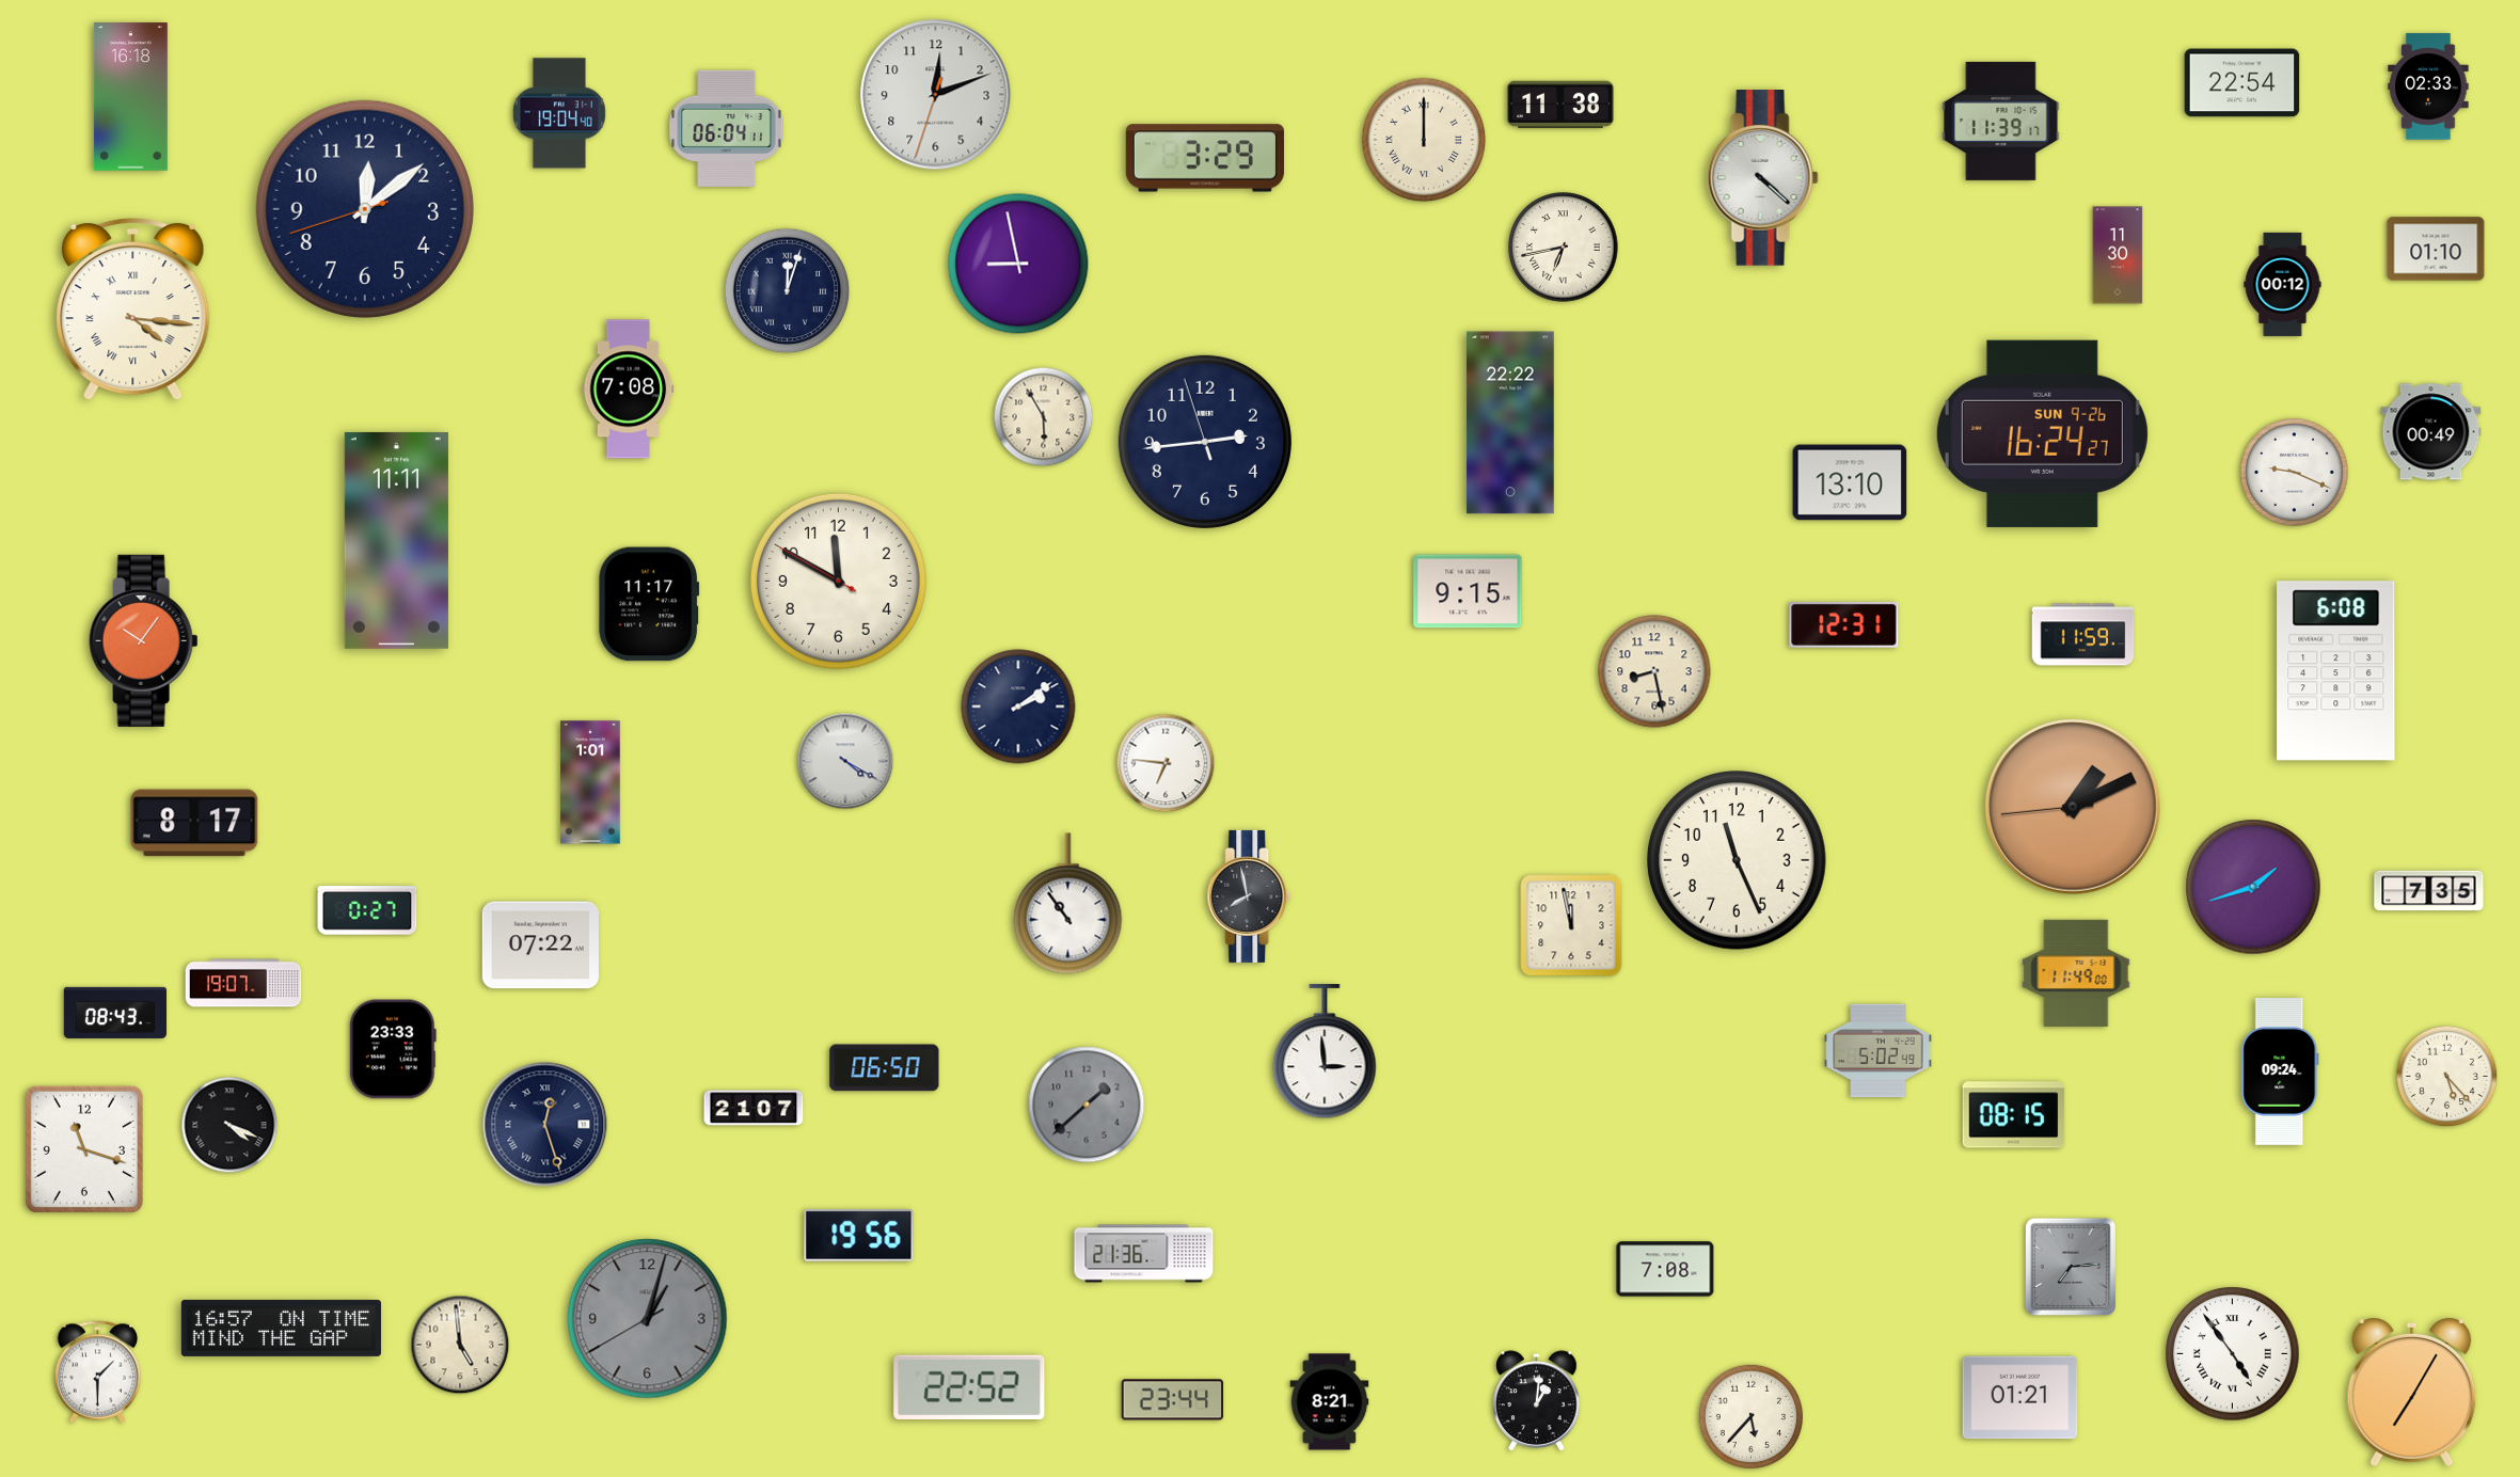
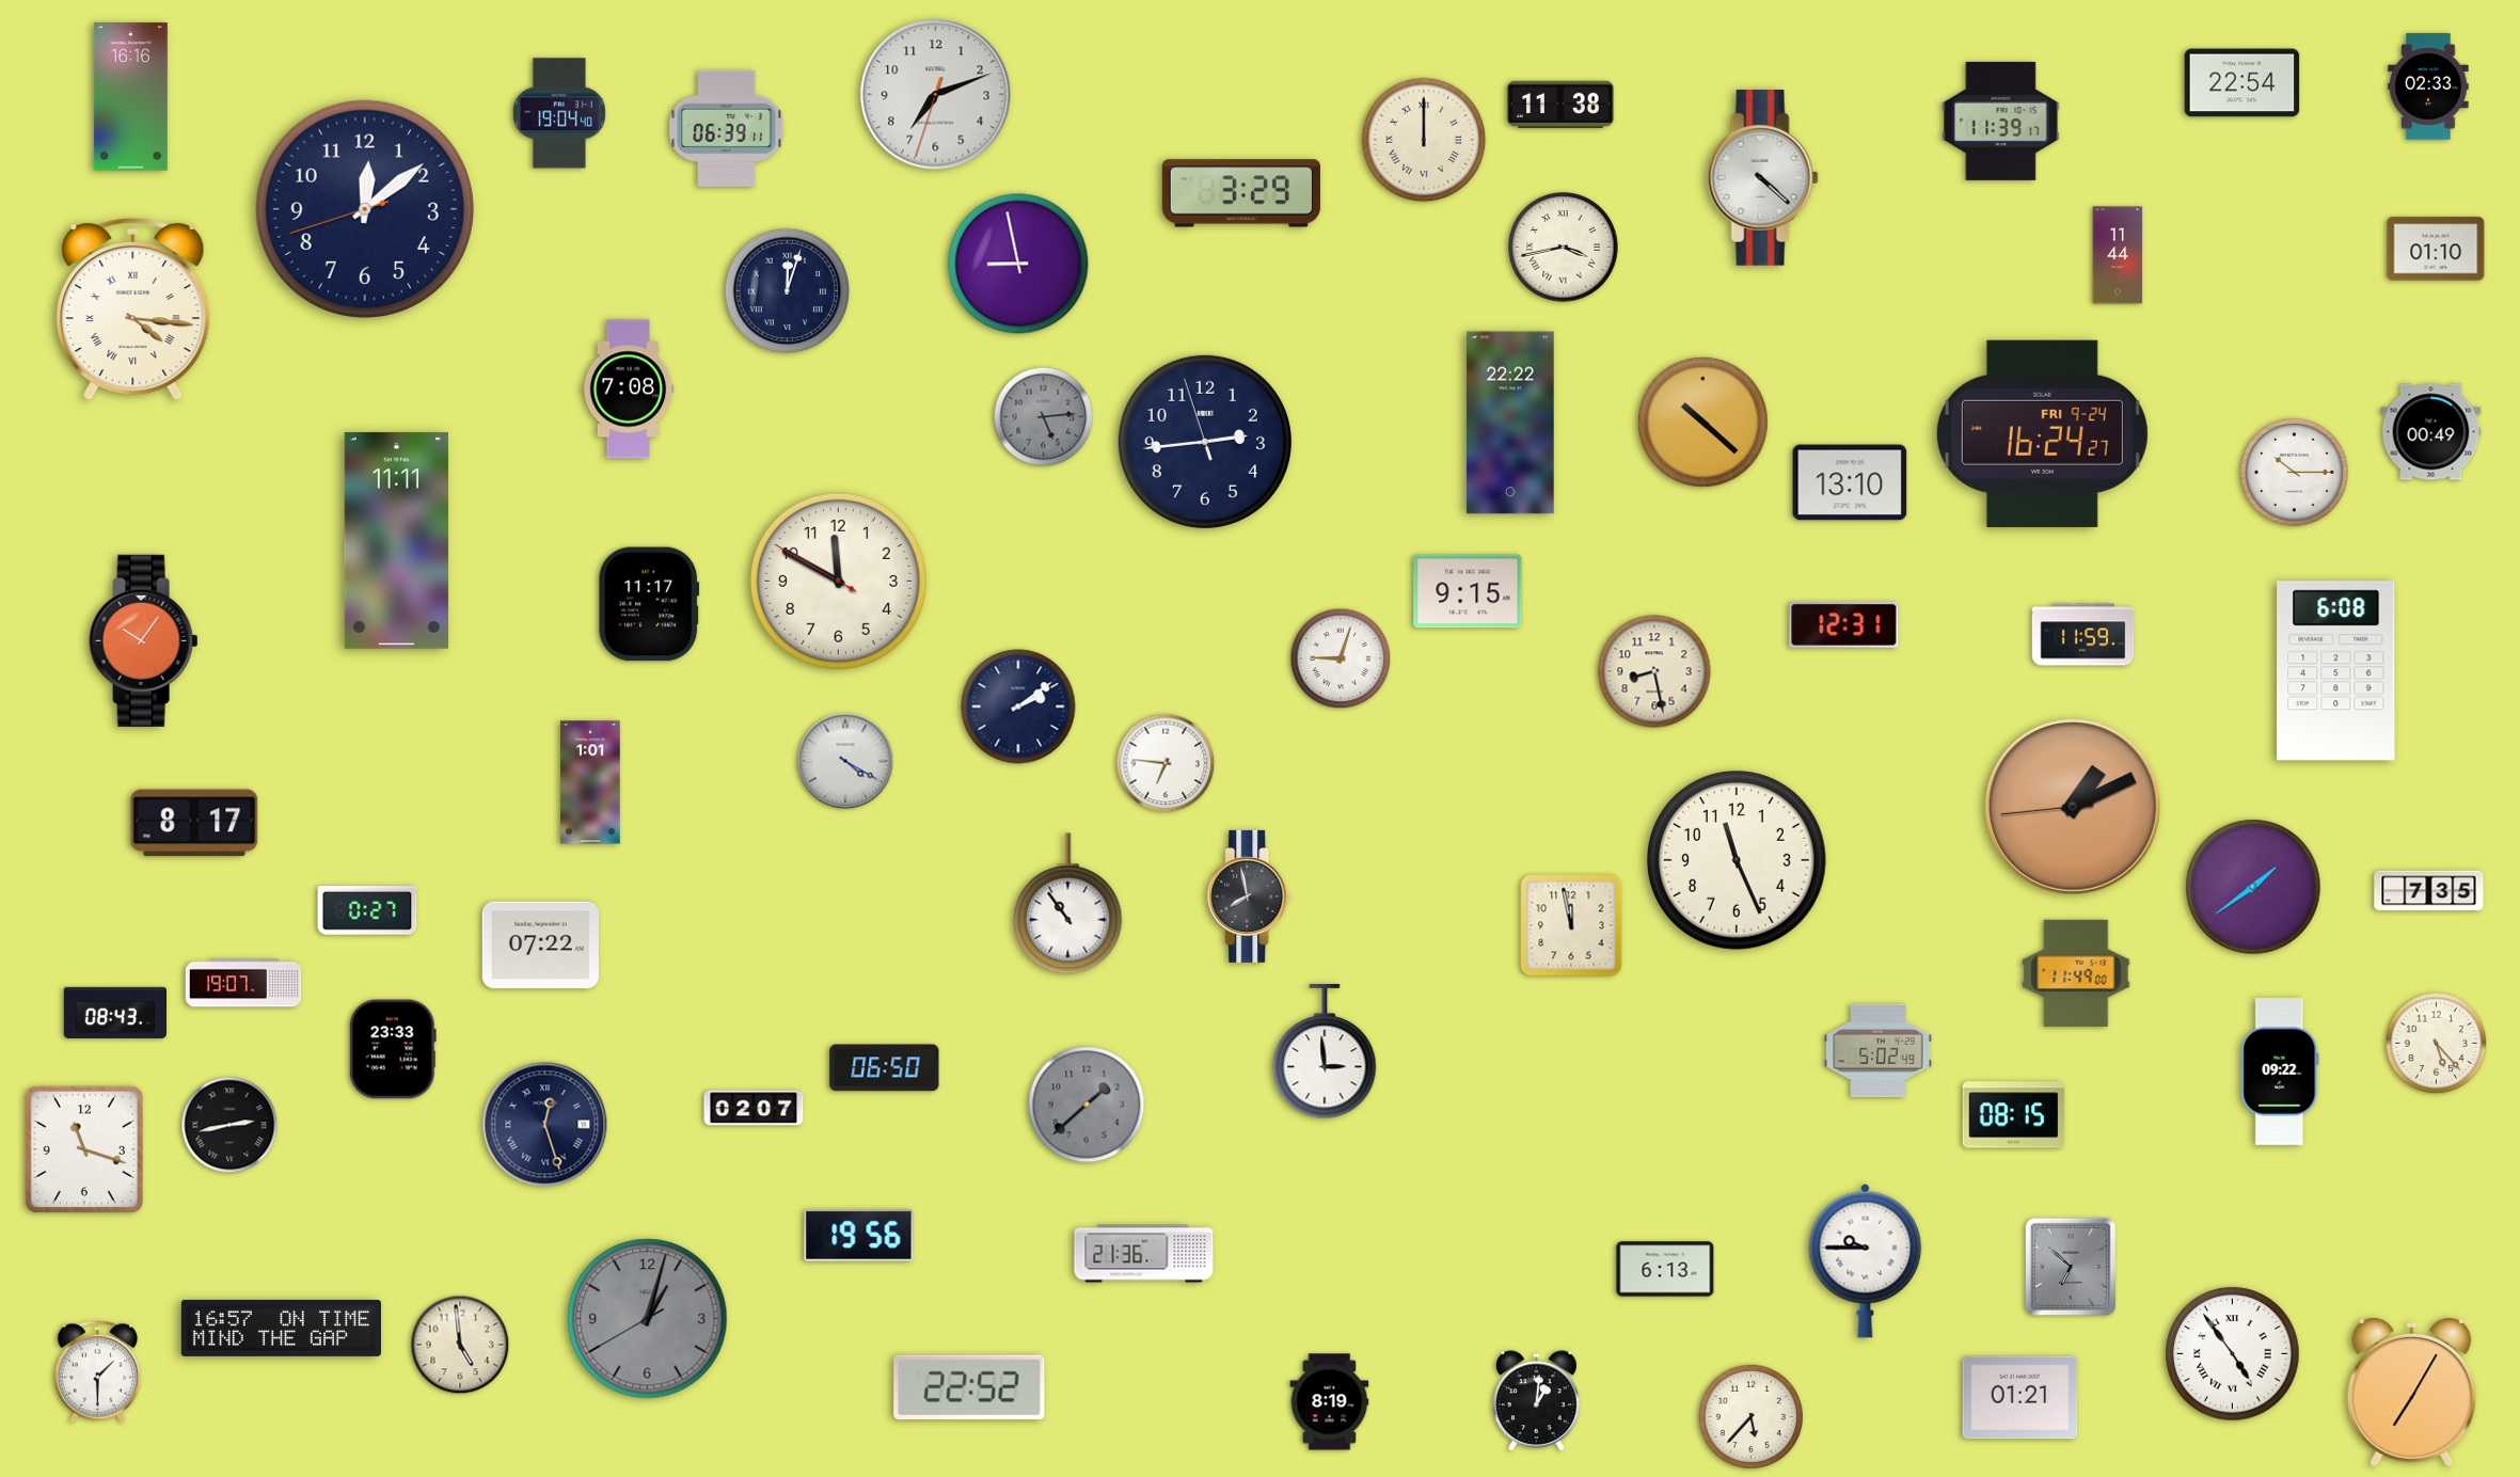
clock at (936, 95): 12:11 -> 7:11
clock at (130, 97): 16:18 -> 16:16
clock at (727, 128): 06:04 -> 06:39
clock at (1205, 158) position: (1205, 158) -> (1241, 193)
clock at (1564, 248): 6:43 -> 3:43
clock at (2118, 255): 11:30 -> 11:44
clock at (2283, 284): 00:12 -> none
clock at (1044, 417): 5:55 -> 5:14
clock at (1044, 417) dial: cream -> grey
clock at (1702, 422): none -> 10:22
clock at (2042, 433) date: SUN 9-26 -> FRI 9-24
clock at (2295, 473): 9:19 -> 10:15
clock at (1341, 658): none -> 9:03
clock at (2253, 887): 1:42 -> 1:39
clock at (2280, 1073): 09:24 -> 09:22
clock at (2447, 1077) position: (2447, 1077) -> (2437, 1044)
clock at (754, 1108): 21:07 -> 02:07
clock at (229, 1125): 4:19 -> 2:43
clock at (1866, 1260): none -> 9:45
clock at (2071, 1267): 7:14 -> 6:52
clock at (1665, 1269): 7:08 -> 6:13
clock at (1173, 1400): 23:44 -> none
clock at (1330, 1402): 8:21 -> 8:19
